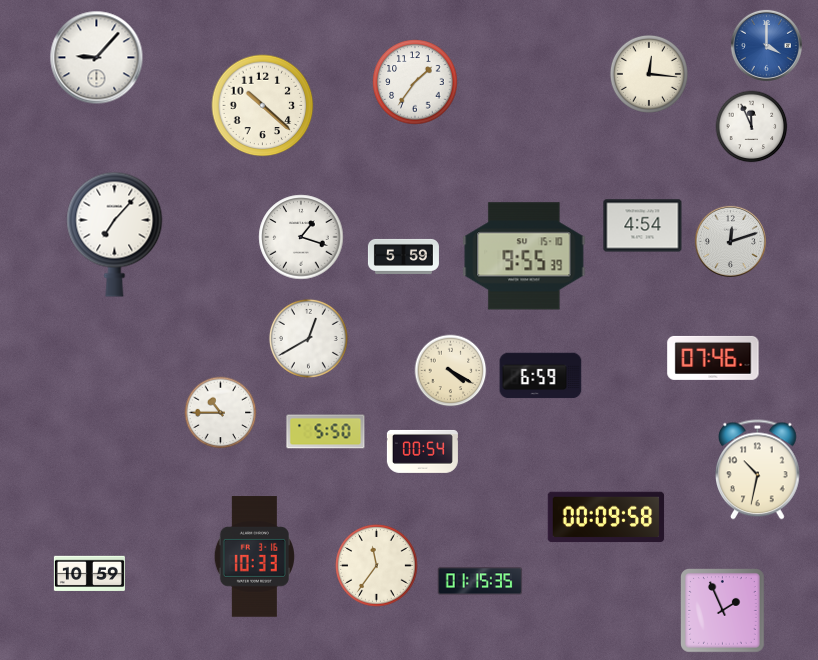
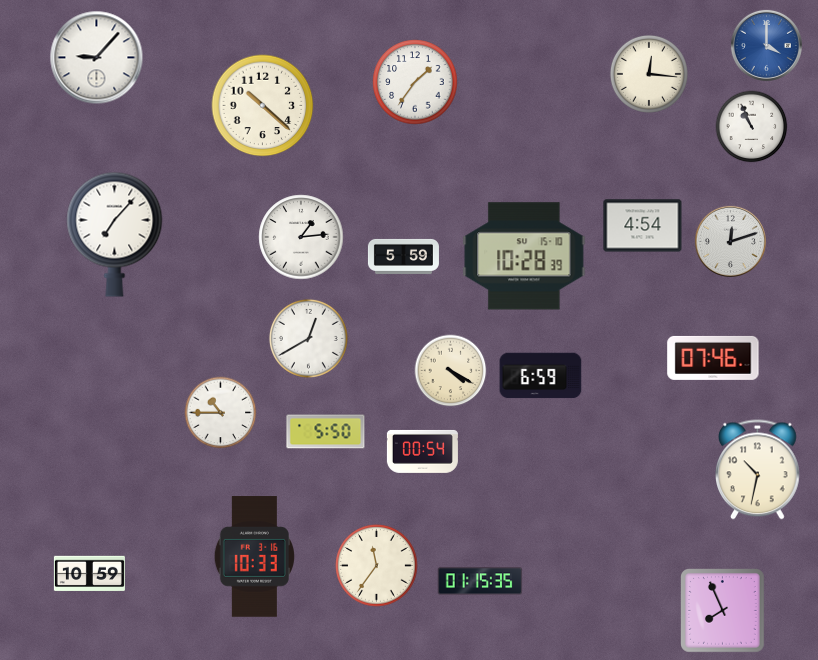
clock at (752, 127): 11:56 -> 10:56
clock at (301, 237): 1:18 -> 1:14
clock at (524, 256): 9:55 -> 10:28
clock at (606, 517): 00:09 -> none
clock at (723, 611): 1:56 -> 7:56
